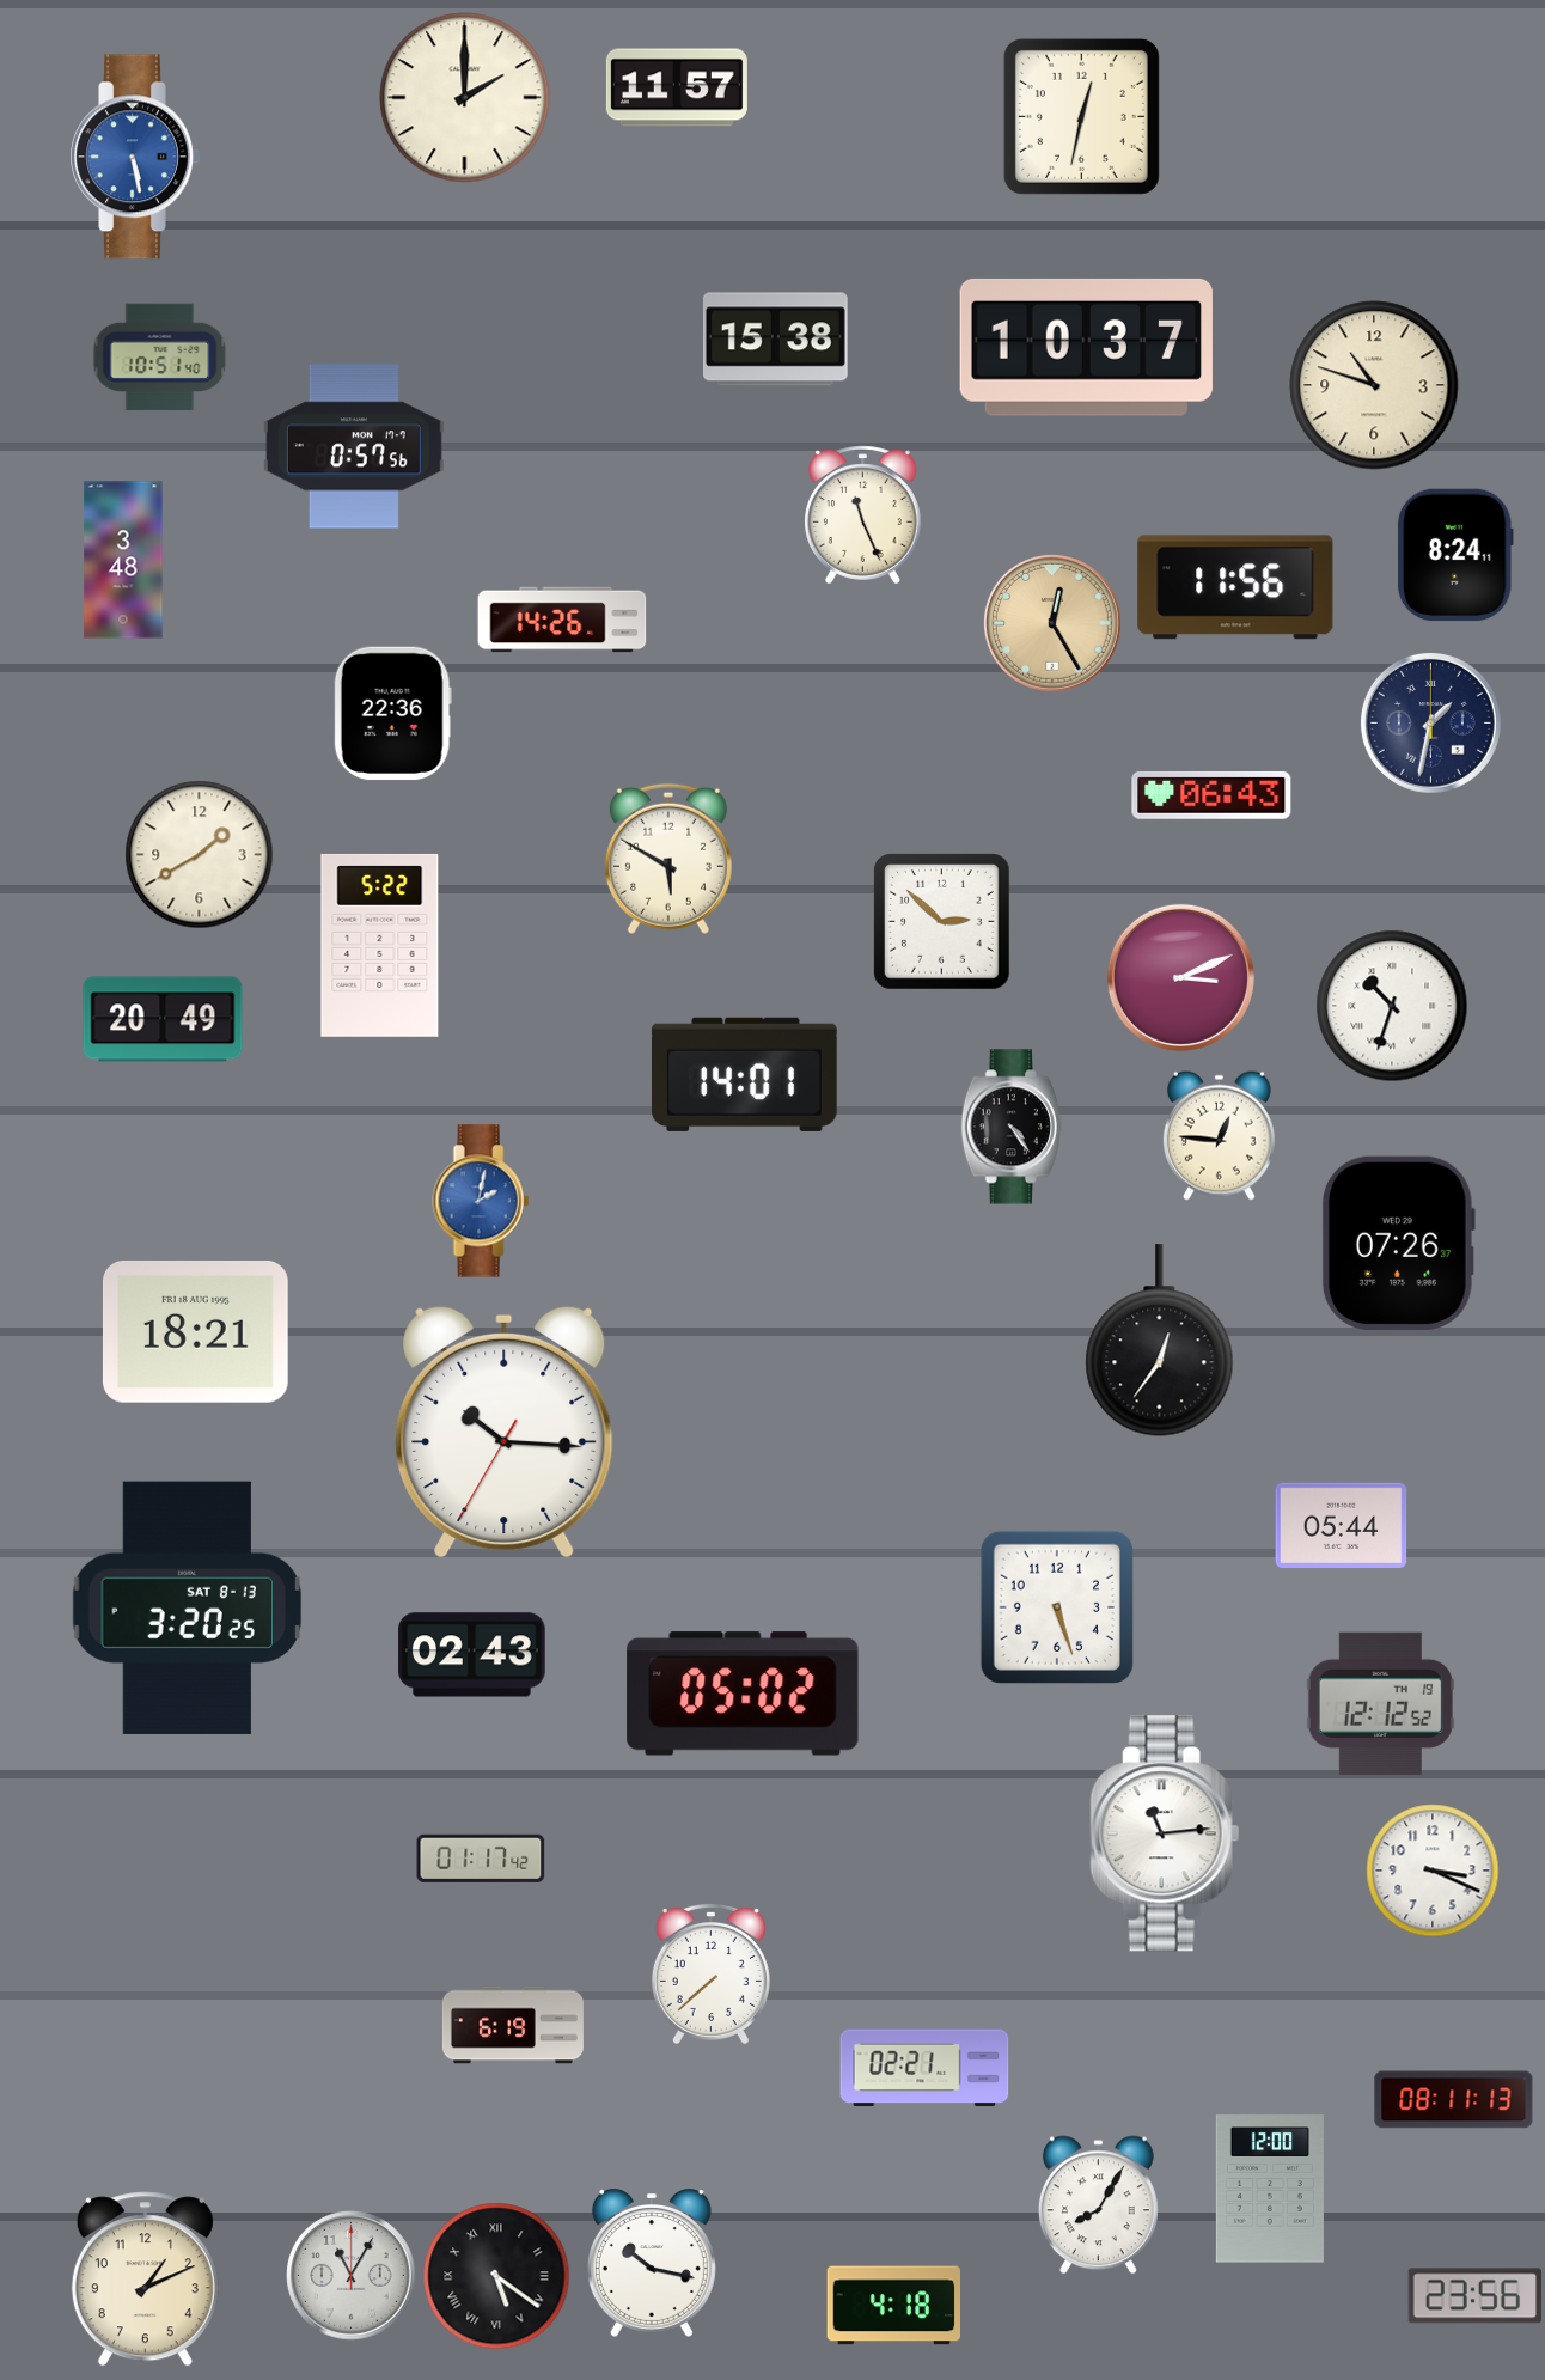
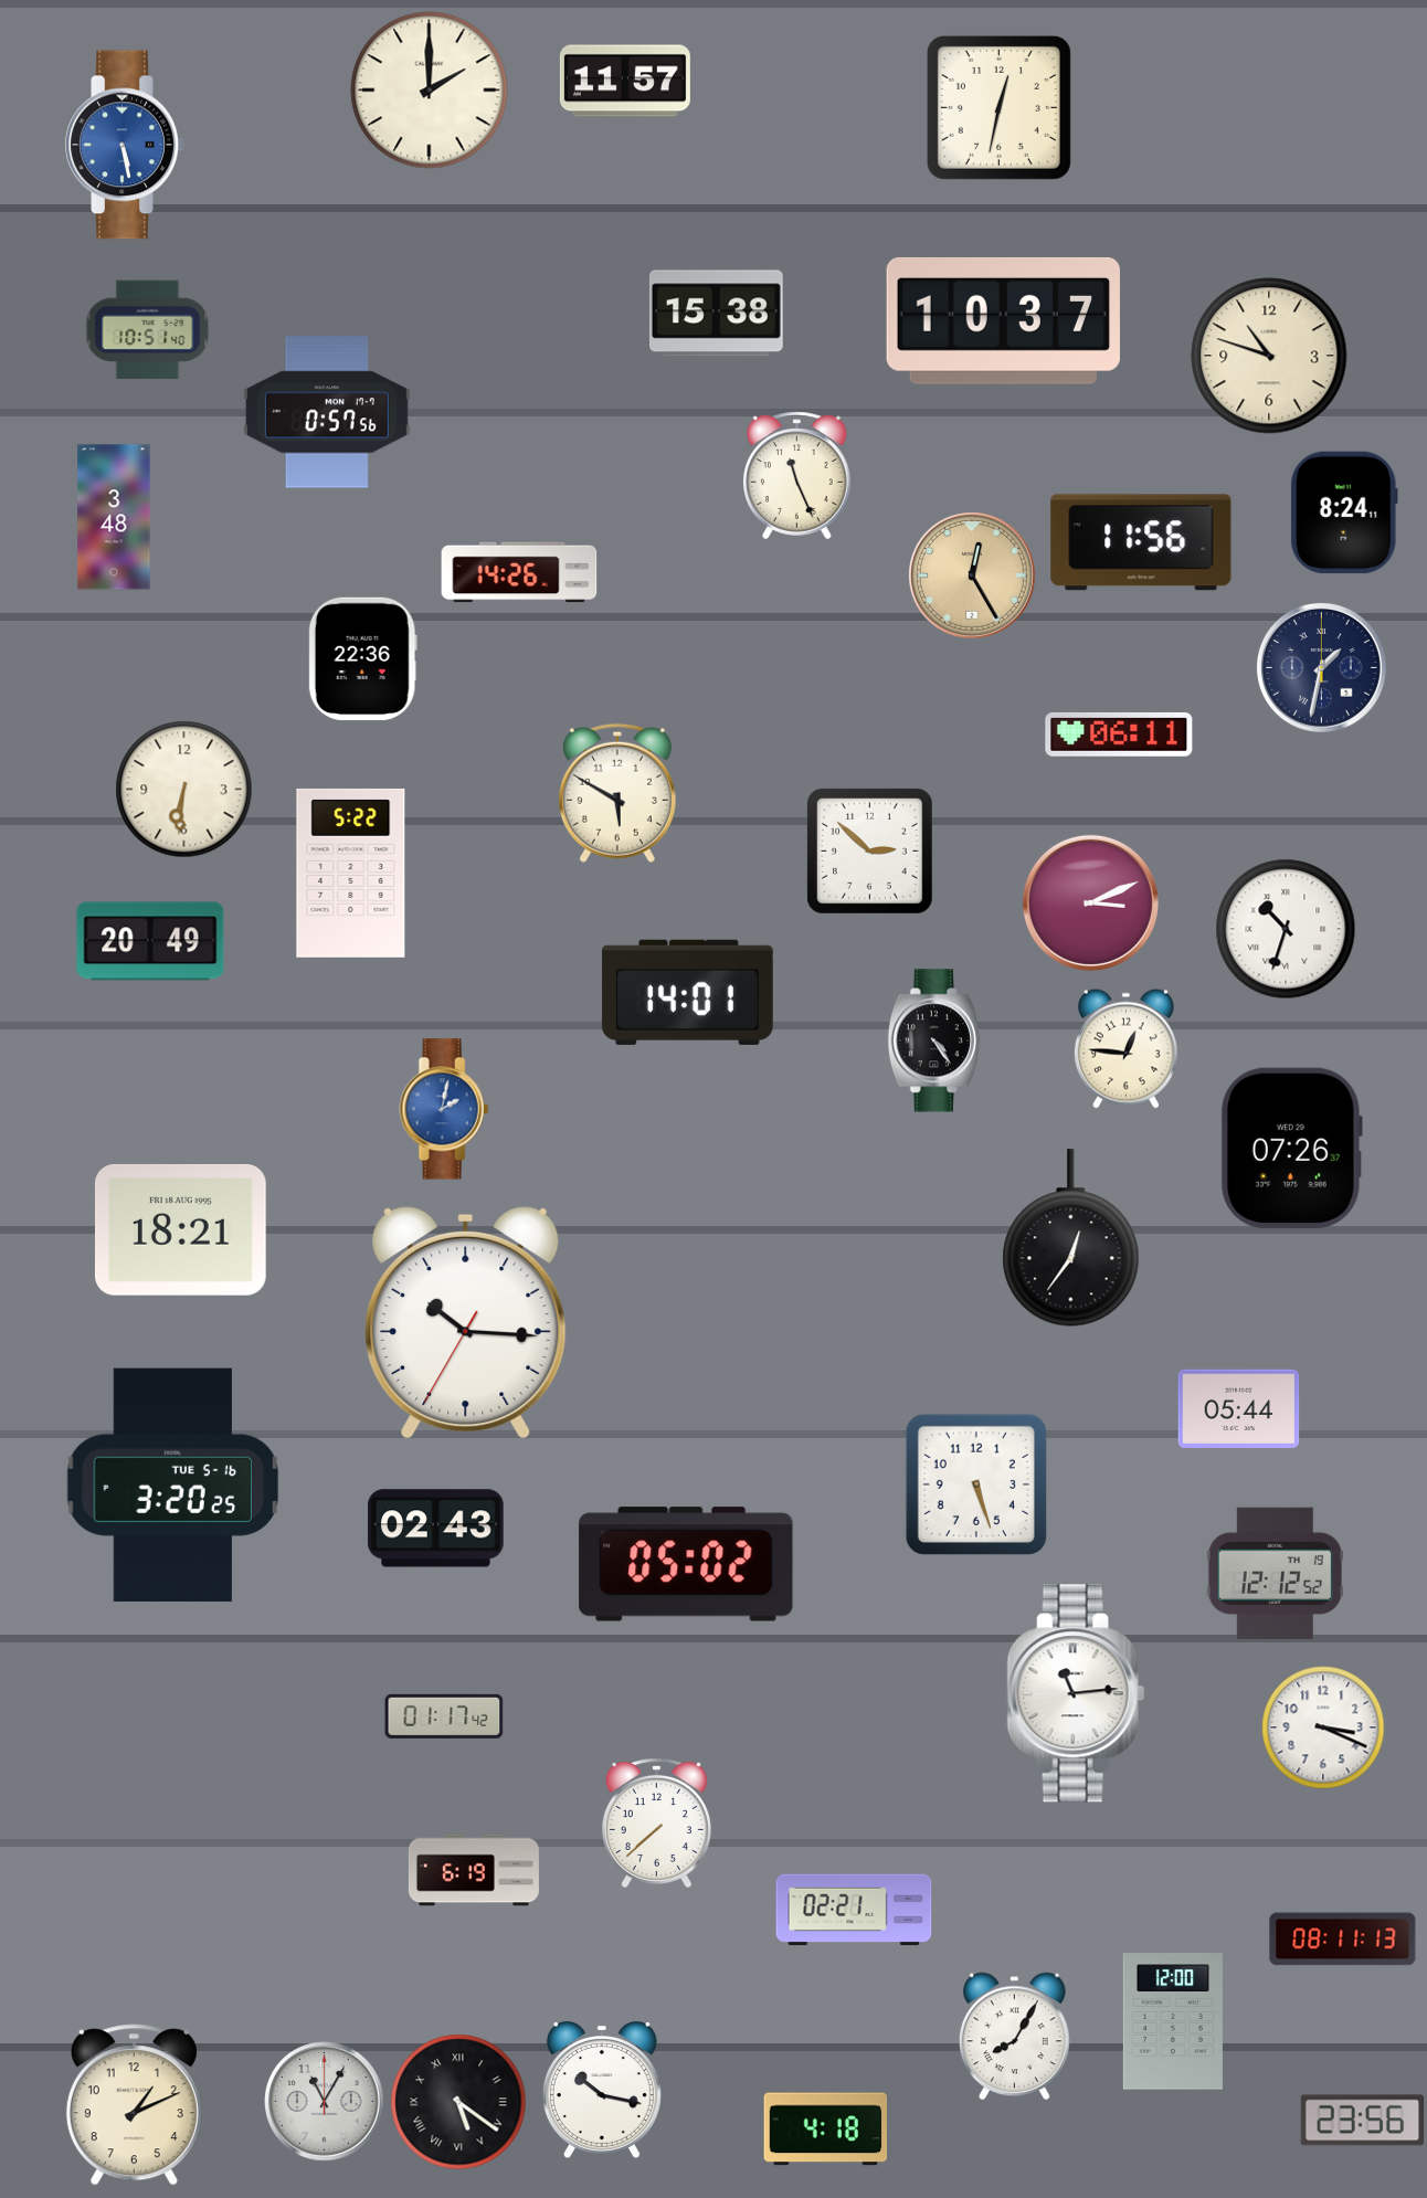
clock at (1211, 795): 06:43 -> 06:11
clock at (200, 855): 1:40 -> 6:31
clock at (187, 1607) date: SAT 8-13 -> TUE 5-16
